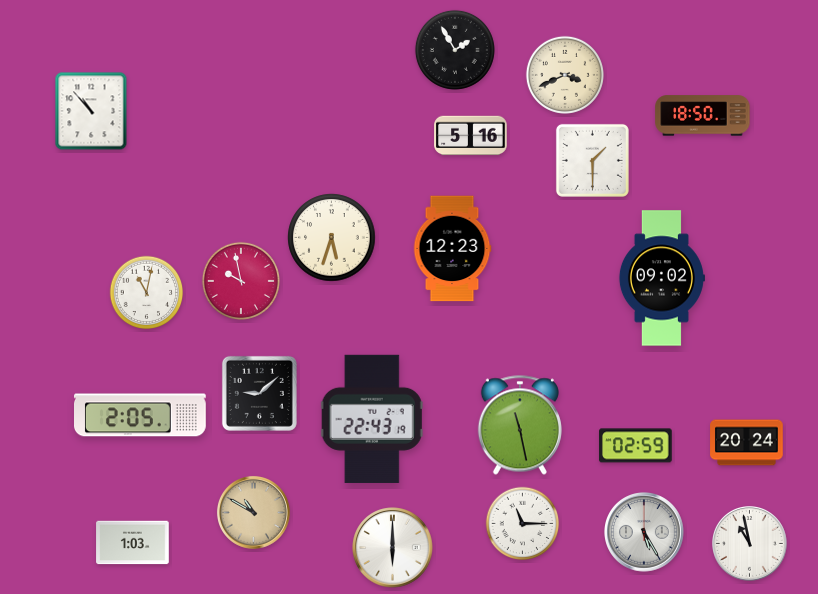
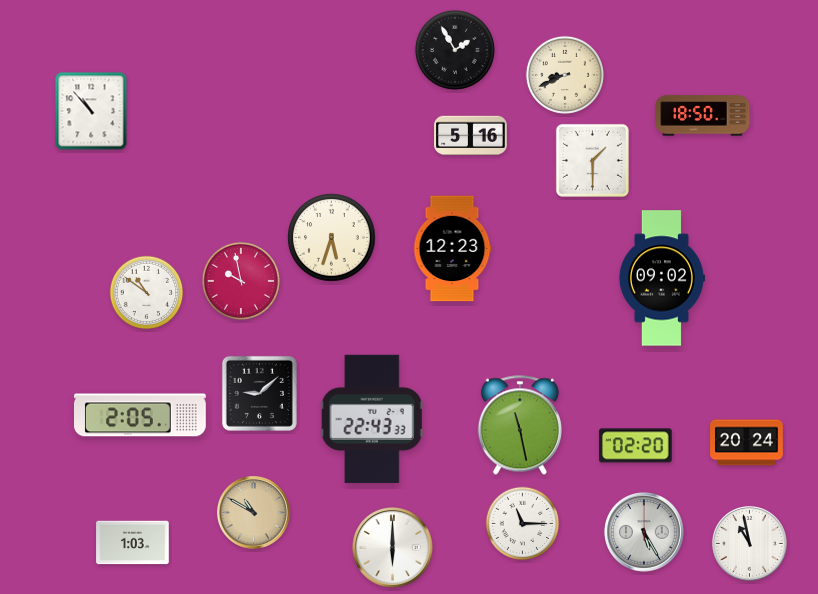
clock at (565, 75): 3:41 -> 8:41
clock at (147, 293): 11:02 -> 10:51
clock at (372, 419): 22:43:19 -> 22:43:33
clock at (636, 446): 02:59 -> 02:20
